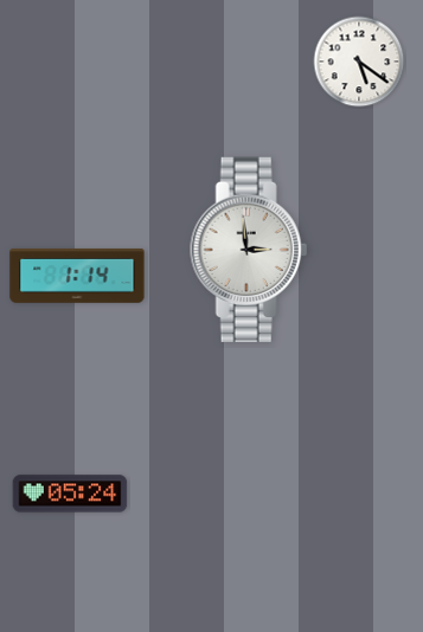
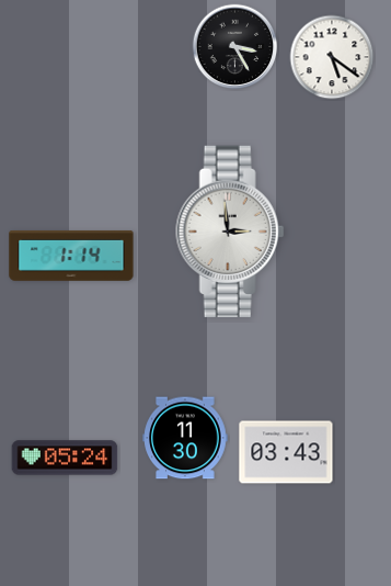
clock at (235, 47): none -> 3:25
clock at (185, 438): none -> 11:30
clock at (286, 452): none -> 03:43
